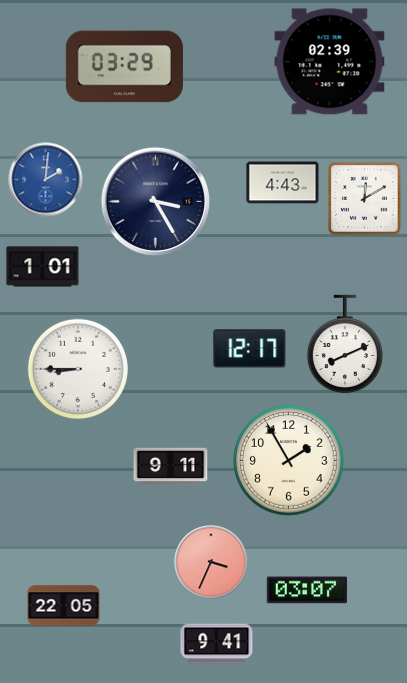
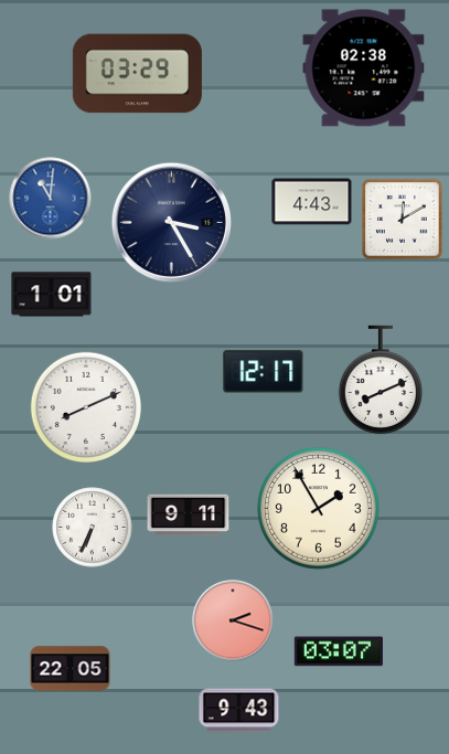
clock at (330, 62): 02:39 -> 02:38
clock at (46, 180): 2:01 -> 11:01
clock at (43, 267) position: (43, 267) -> (52, 295)
clock at (250, 349) position: (250, 349) -> (264, 372)
clock at (78, 368): 8:45 -> 8:11
clock at (93, 528): none -> 6:34
clock at (211, 562): 3:34 -> 2:18
clock at (217, 644): 9:41 -> 9:43
